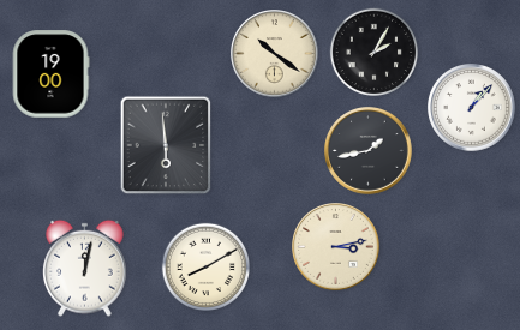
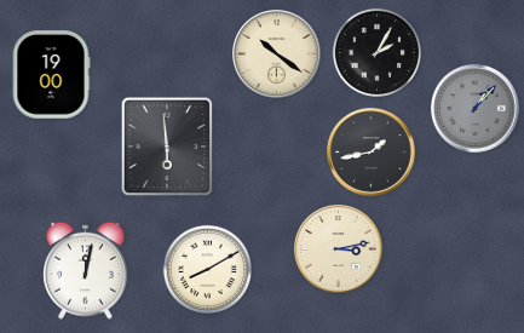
clock at (472, 108) dial: white -> grey
